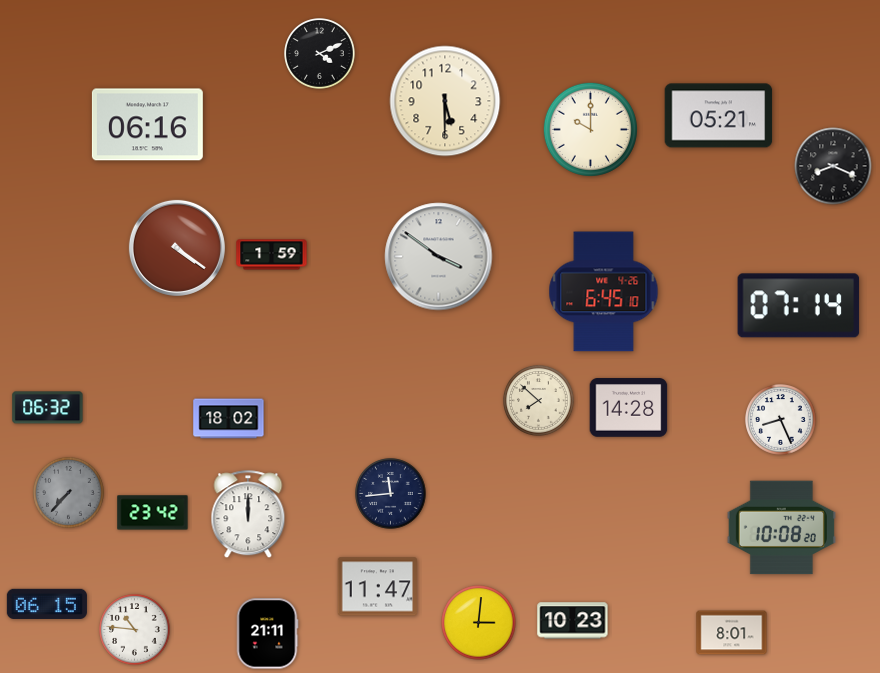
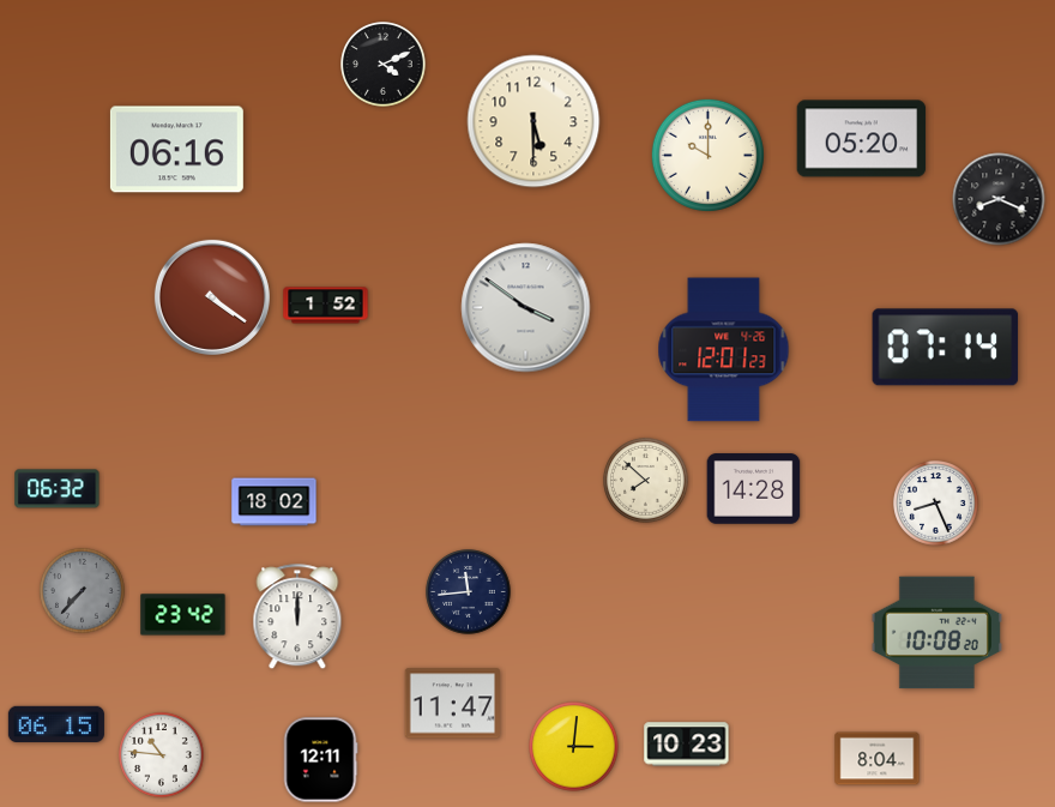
clock at (719, 116): 05:21 -> 05:20
clock at (272, 255): 1:59 -> 1:52
clock at (604, 292): 6:45 -> 12:01
clock at (799, 306) position: (799, 306) -> (946, 348)
clock at (732, 633): 8:01 -> 8:04
clock at (267, 634): 21:11 -> 12:11
